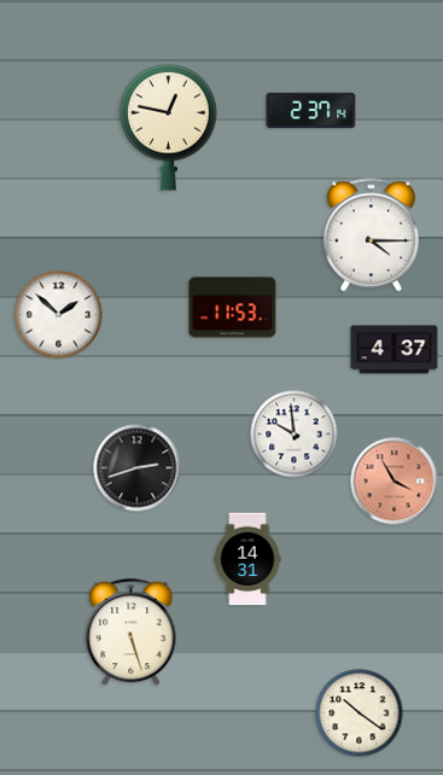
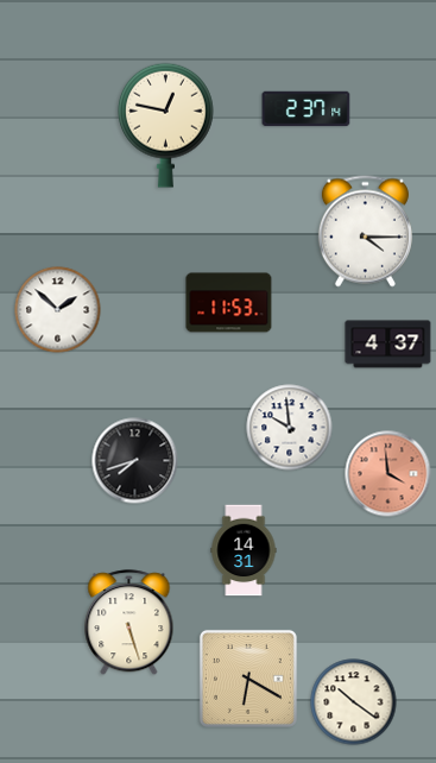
clock at (138, 468): 2:42 -> 7:42
clock at (395, 482): 3:55 -> 3:59
clock at (248, 679): none -> 6:20
